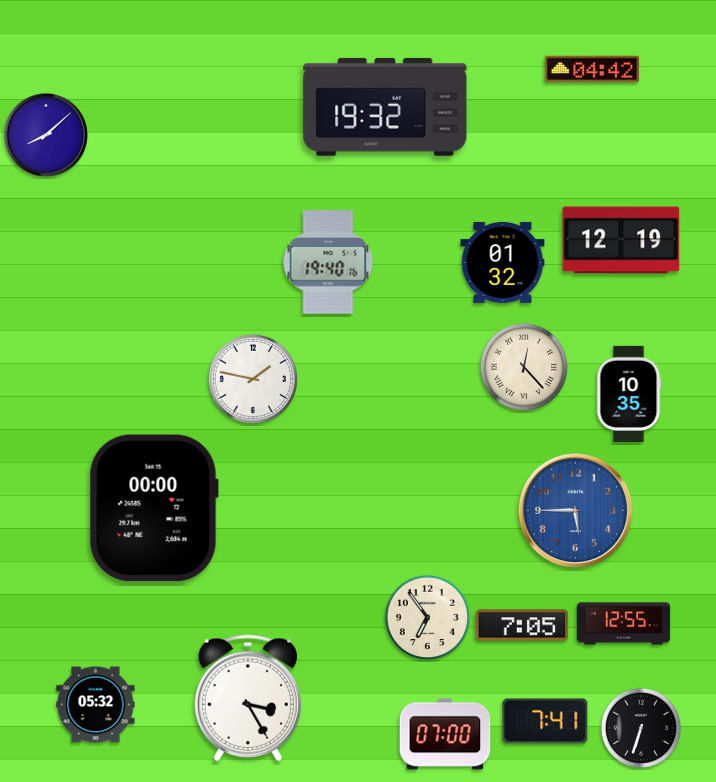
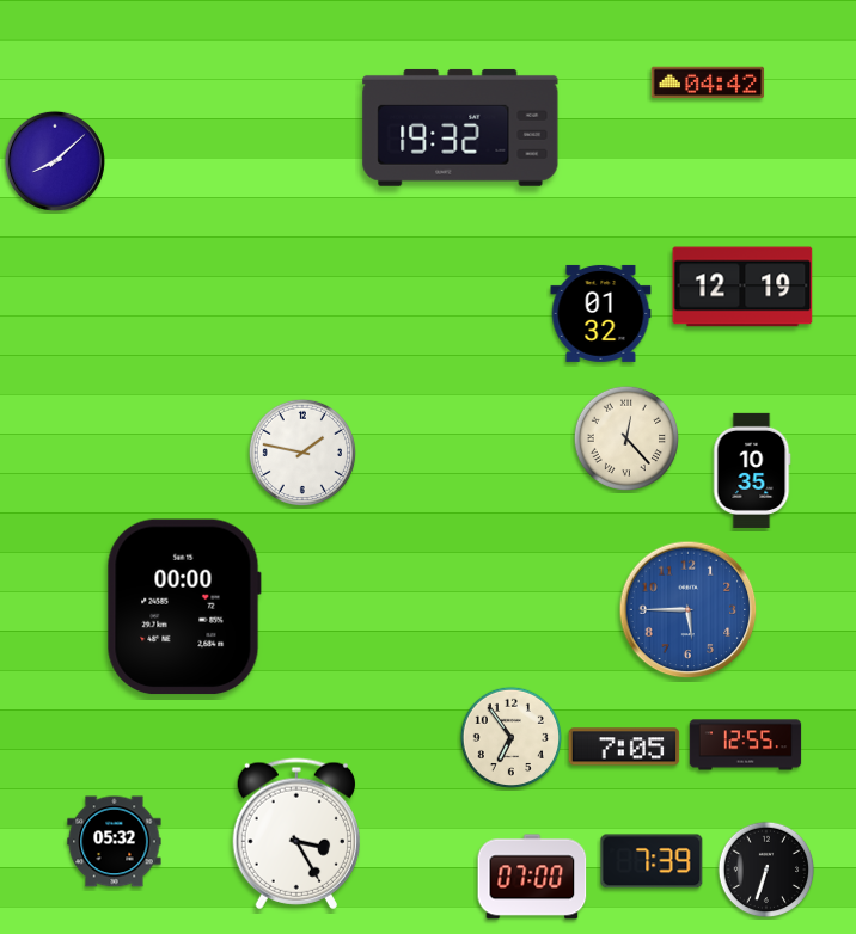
clock at (328, 262): 19:40 -> none
clock at (545, 721): 7:41 -> 7:39
